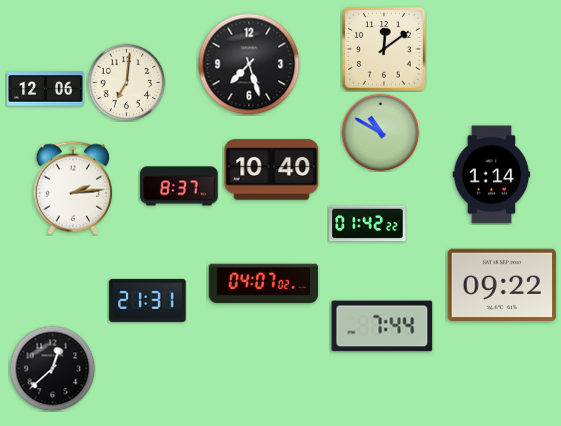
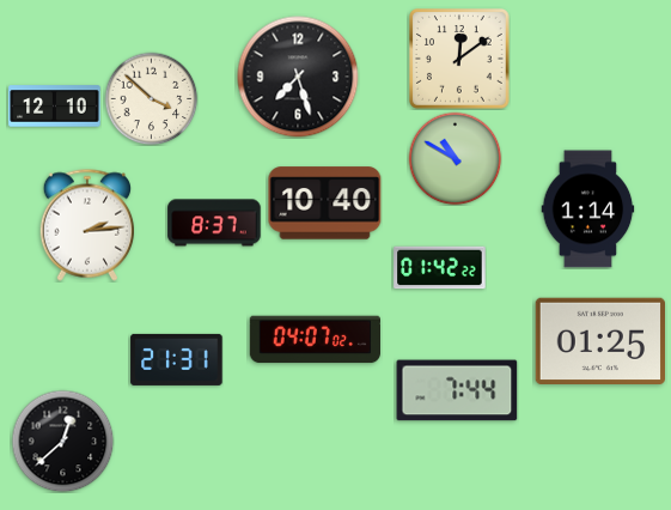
clock at (126, 82): 7:01 -> 3:52
clock at (46, 89): 12:06 -> 12:10
clock at (501, 284): 09:22 -> 01:25
